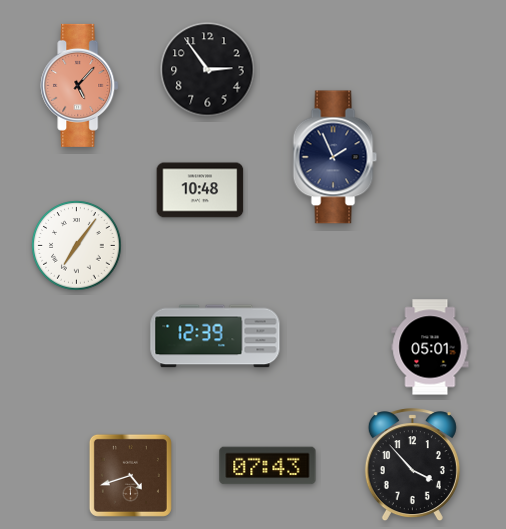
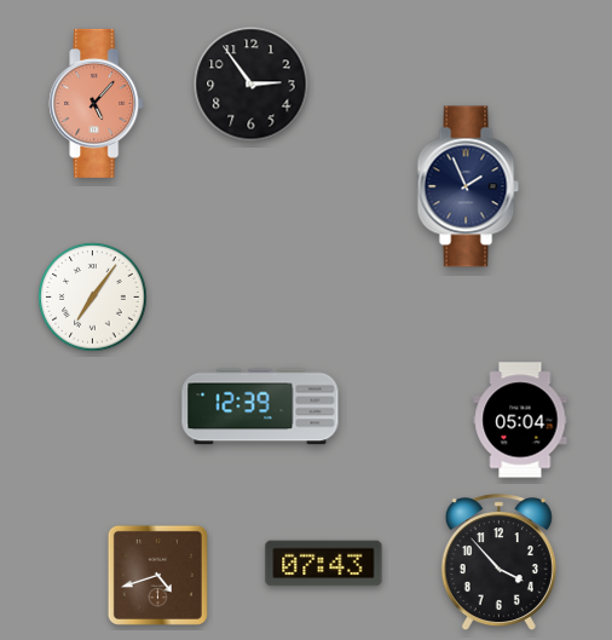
clock at (335, 157) position: (335, 157) -> (468, 186)
clock at (200, 190): 10:48 -> none
clock at (430, 347): 05:01 -> 05:04
